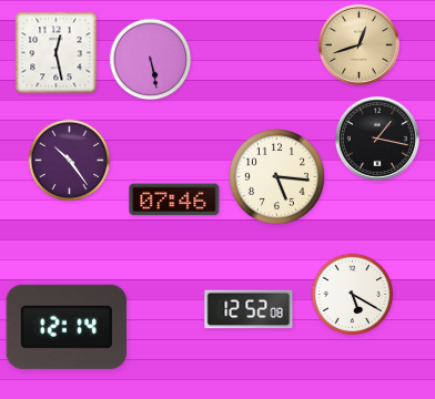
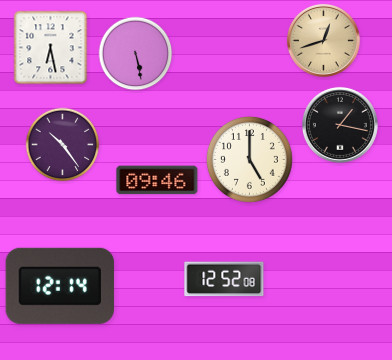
clock at (57, 53): 12:28 -> 6:28
clock at (276, 176): 5:16 -> 5:00
clock at (174, 199): 07:46 -> 09:46
clock at (353, 295): 5:20 -> none
clock at (67, 327) position: (67, 327) -> (60, 286)
